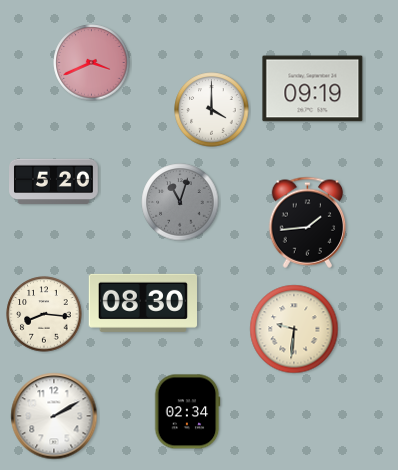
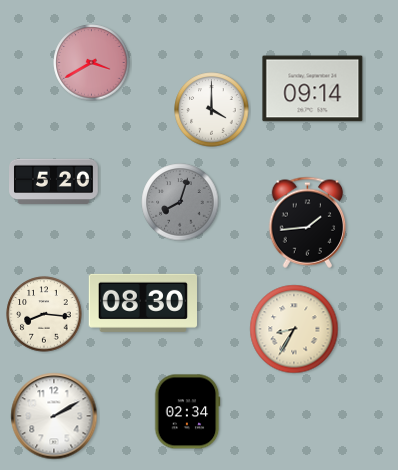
clock at (92, 63): 3:41 -> 3:40
clock at (313, 89): 09:19 -> 09:14
clock at (180, 202): 11:03 -> 8:03
clock at (294, 329): 9:31 -> 8:35
